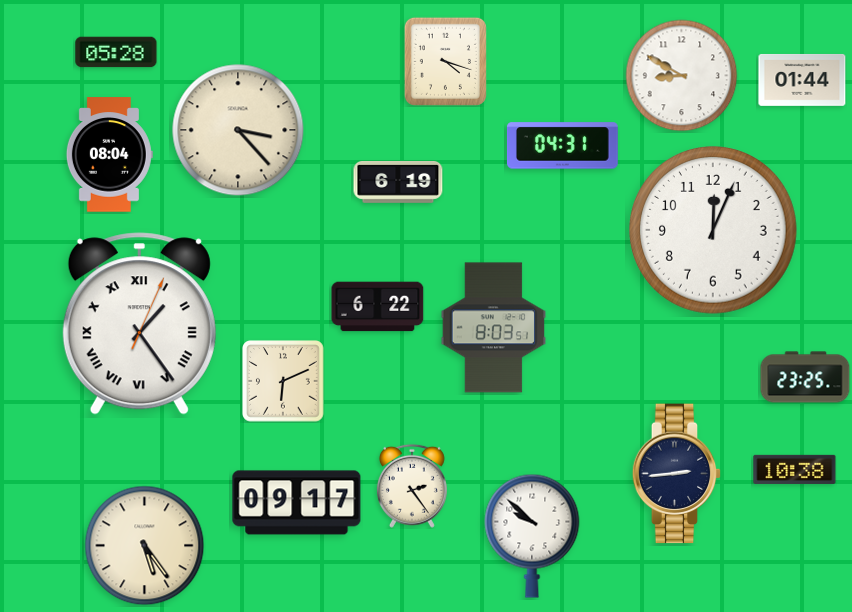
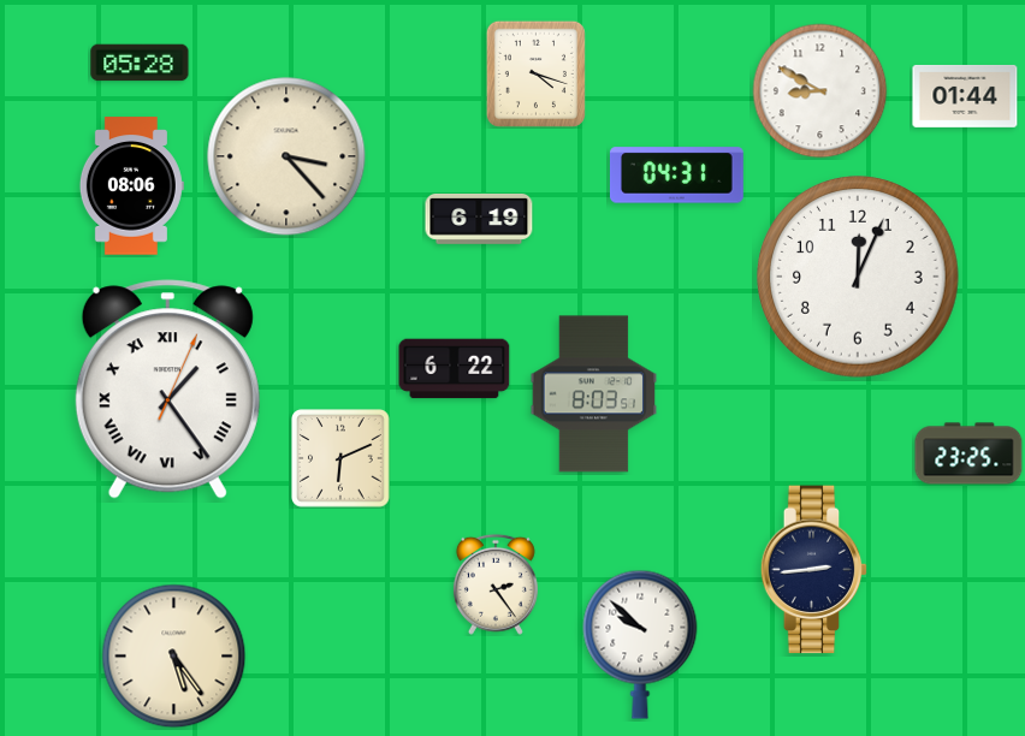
clock at (109, 155): 08:04 -> 08:06
clock at (795, 469): 10:38 -> none
clock at (297, 503): 09:17 -> none
